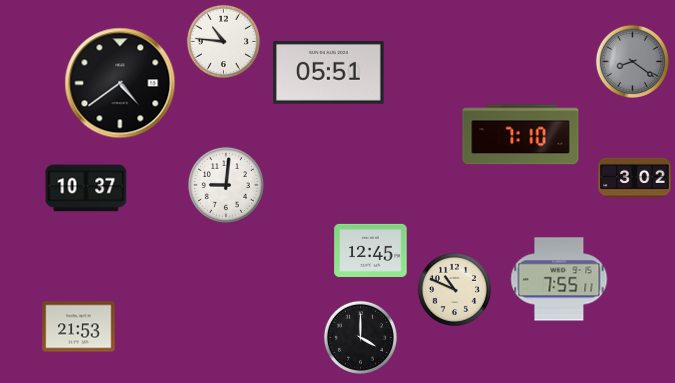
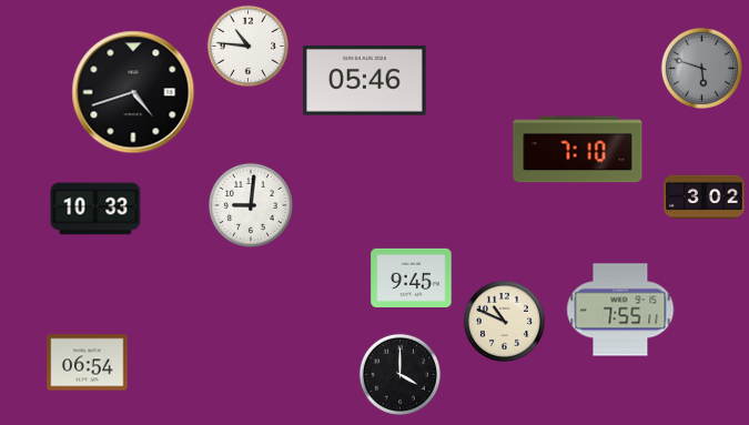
clock at (632, 61): 8:21 -> 5:48
clock at (329, 72): 05:51 -> 05:46
clock at (120, 83): 4:39 -> 4:42
clock at (86, 188): 10:37 -> 10:33
clock at (371, 250): 12:45 -> 9:45
clock at (79, 327): 21:53 -> 06:54
